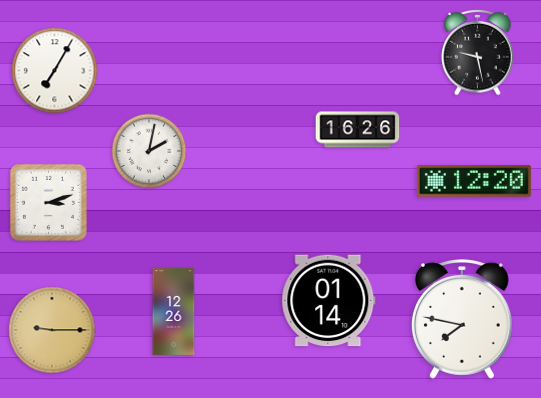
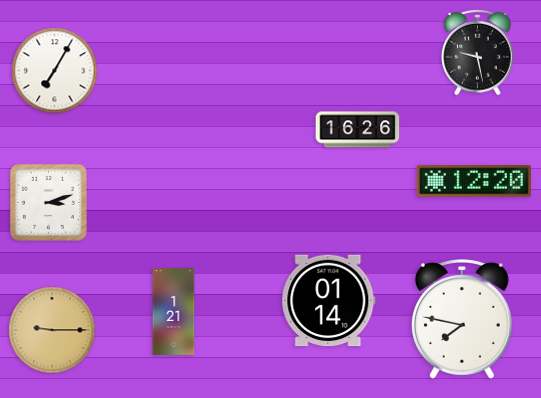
clock at (149, 151): 2:02 -> none
clock at (174, 311): 12:26 -> 1:21
